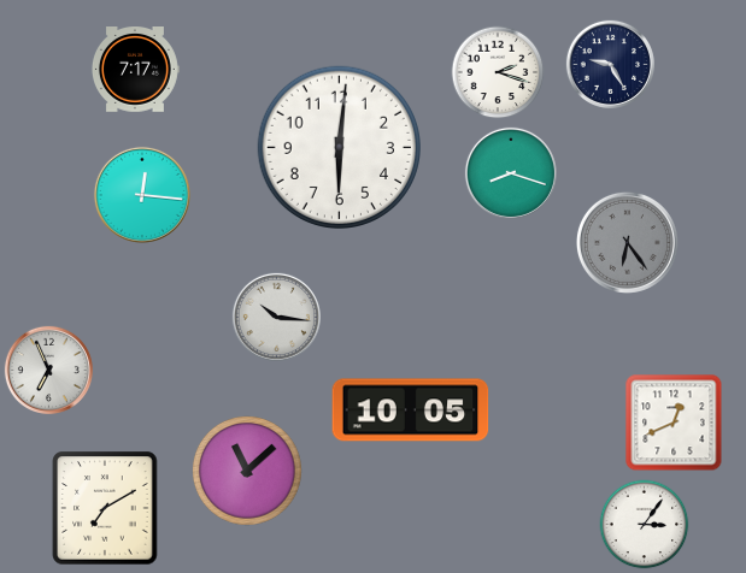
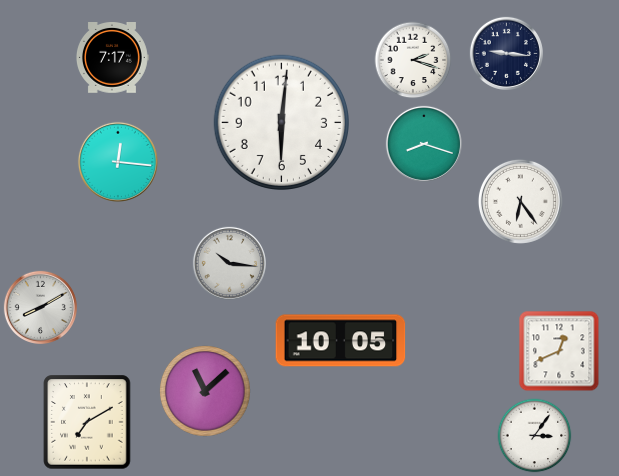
clock at (610, 64): 9:25 -> 9:16
clock at (627, 242) dial: grey -> white
clock at (48, 370): 6:56 -> 8:10
